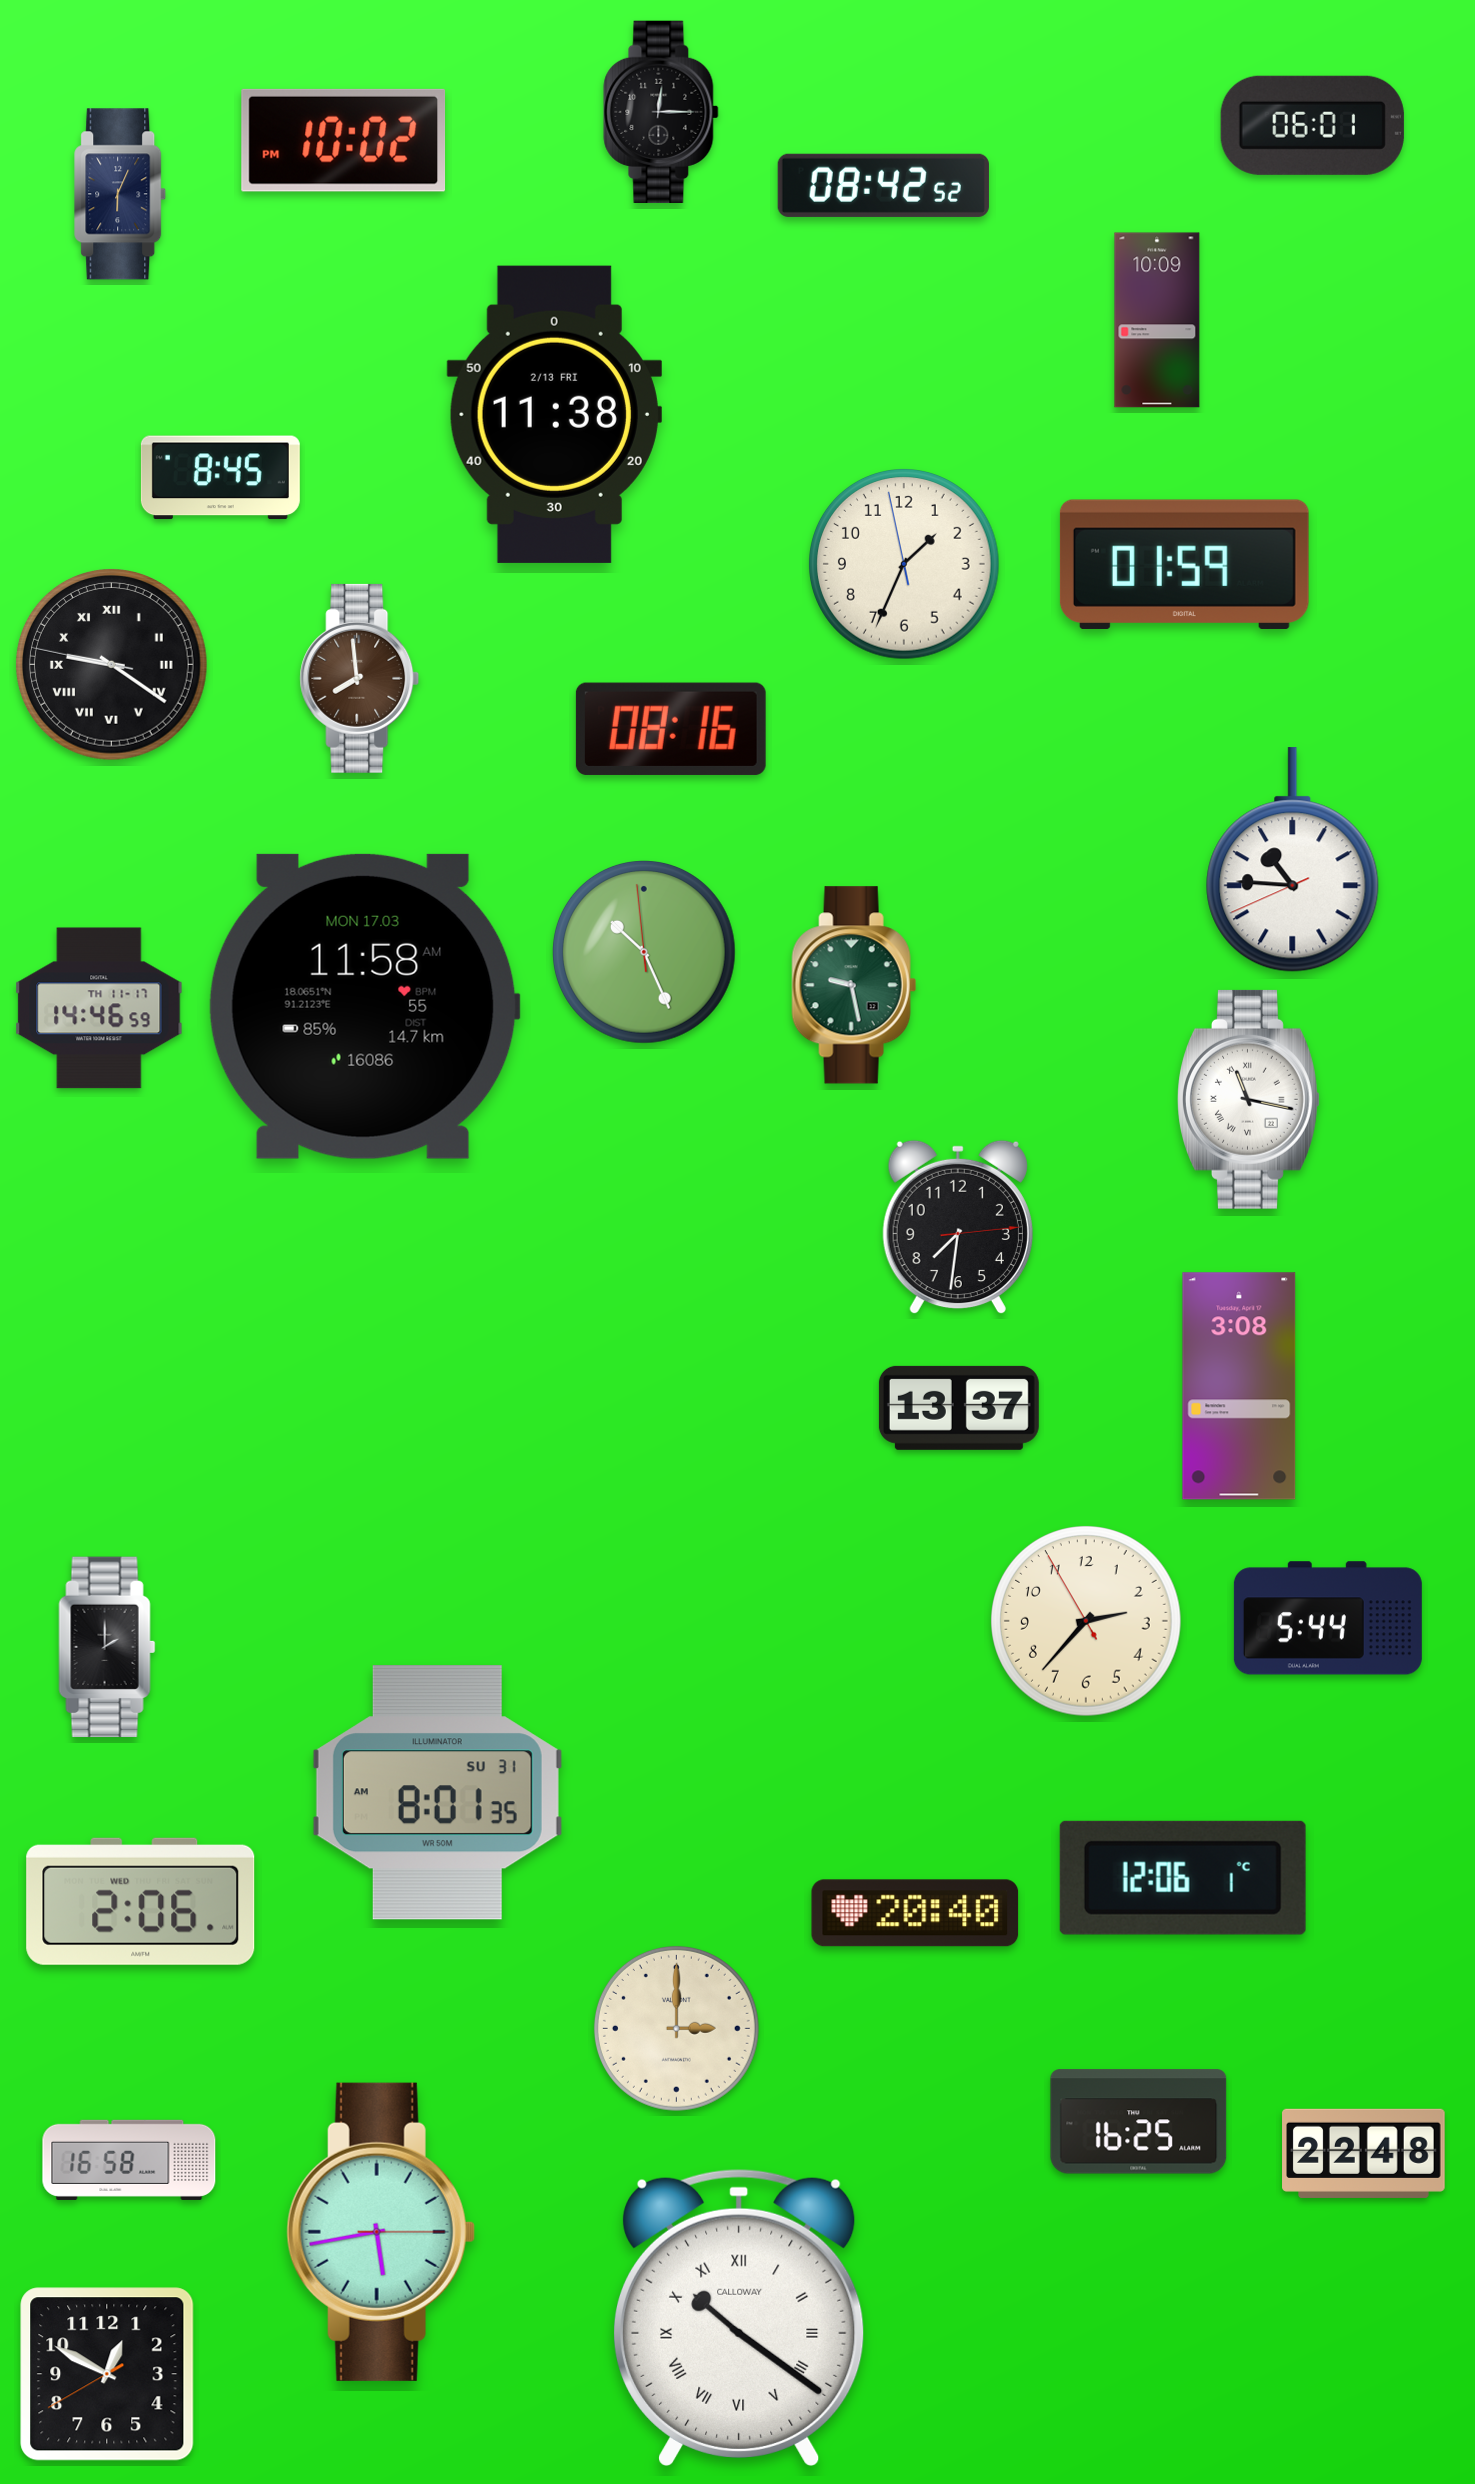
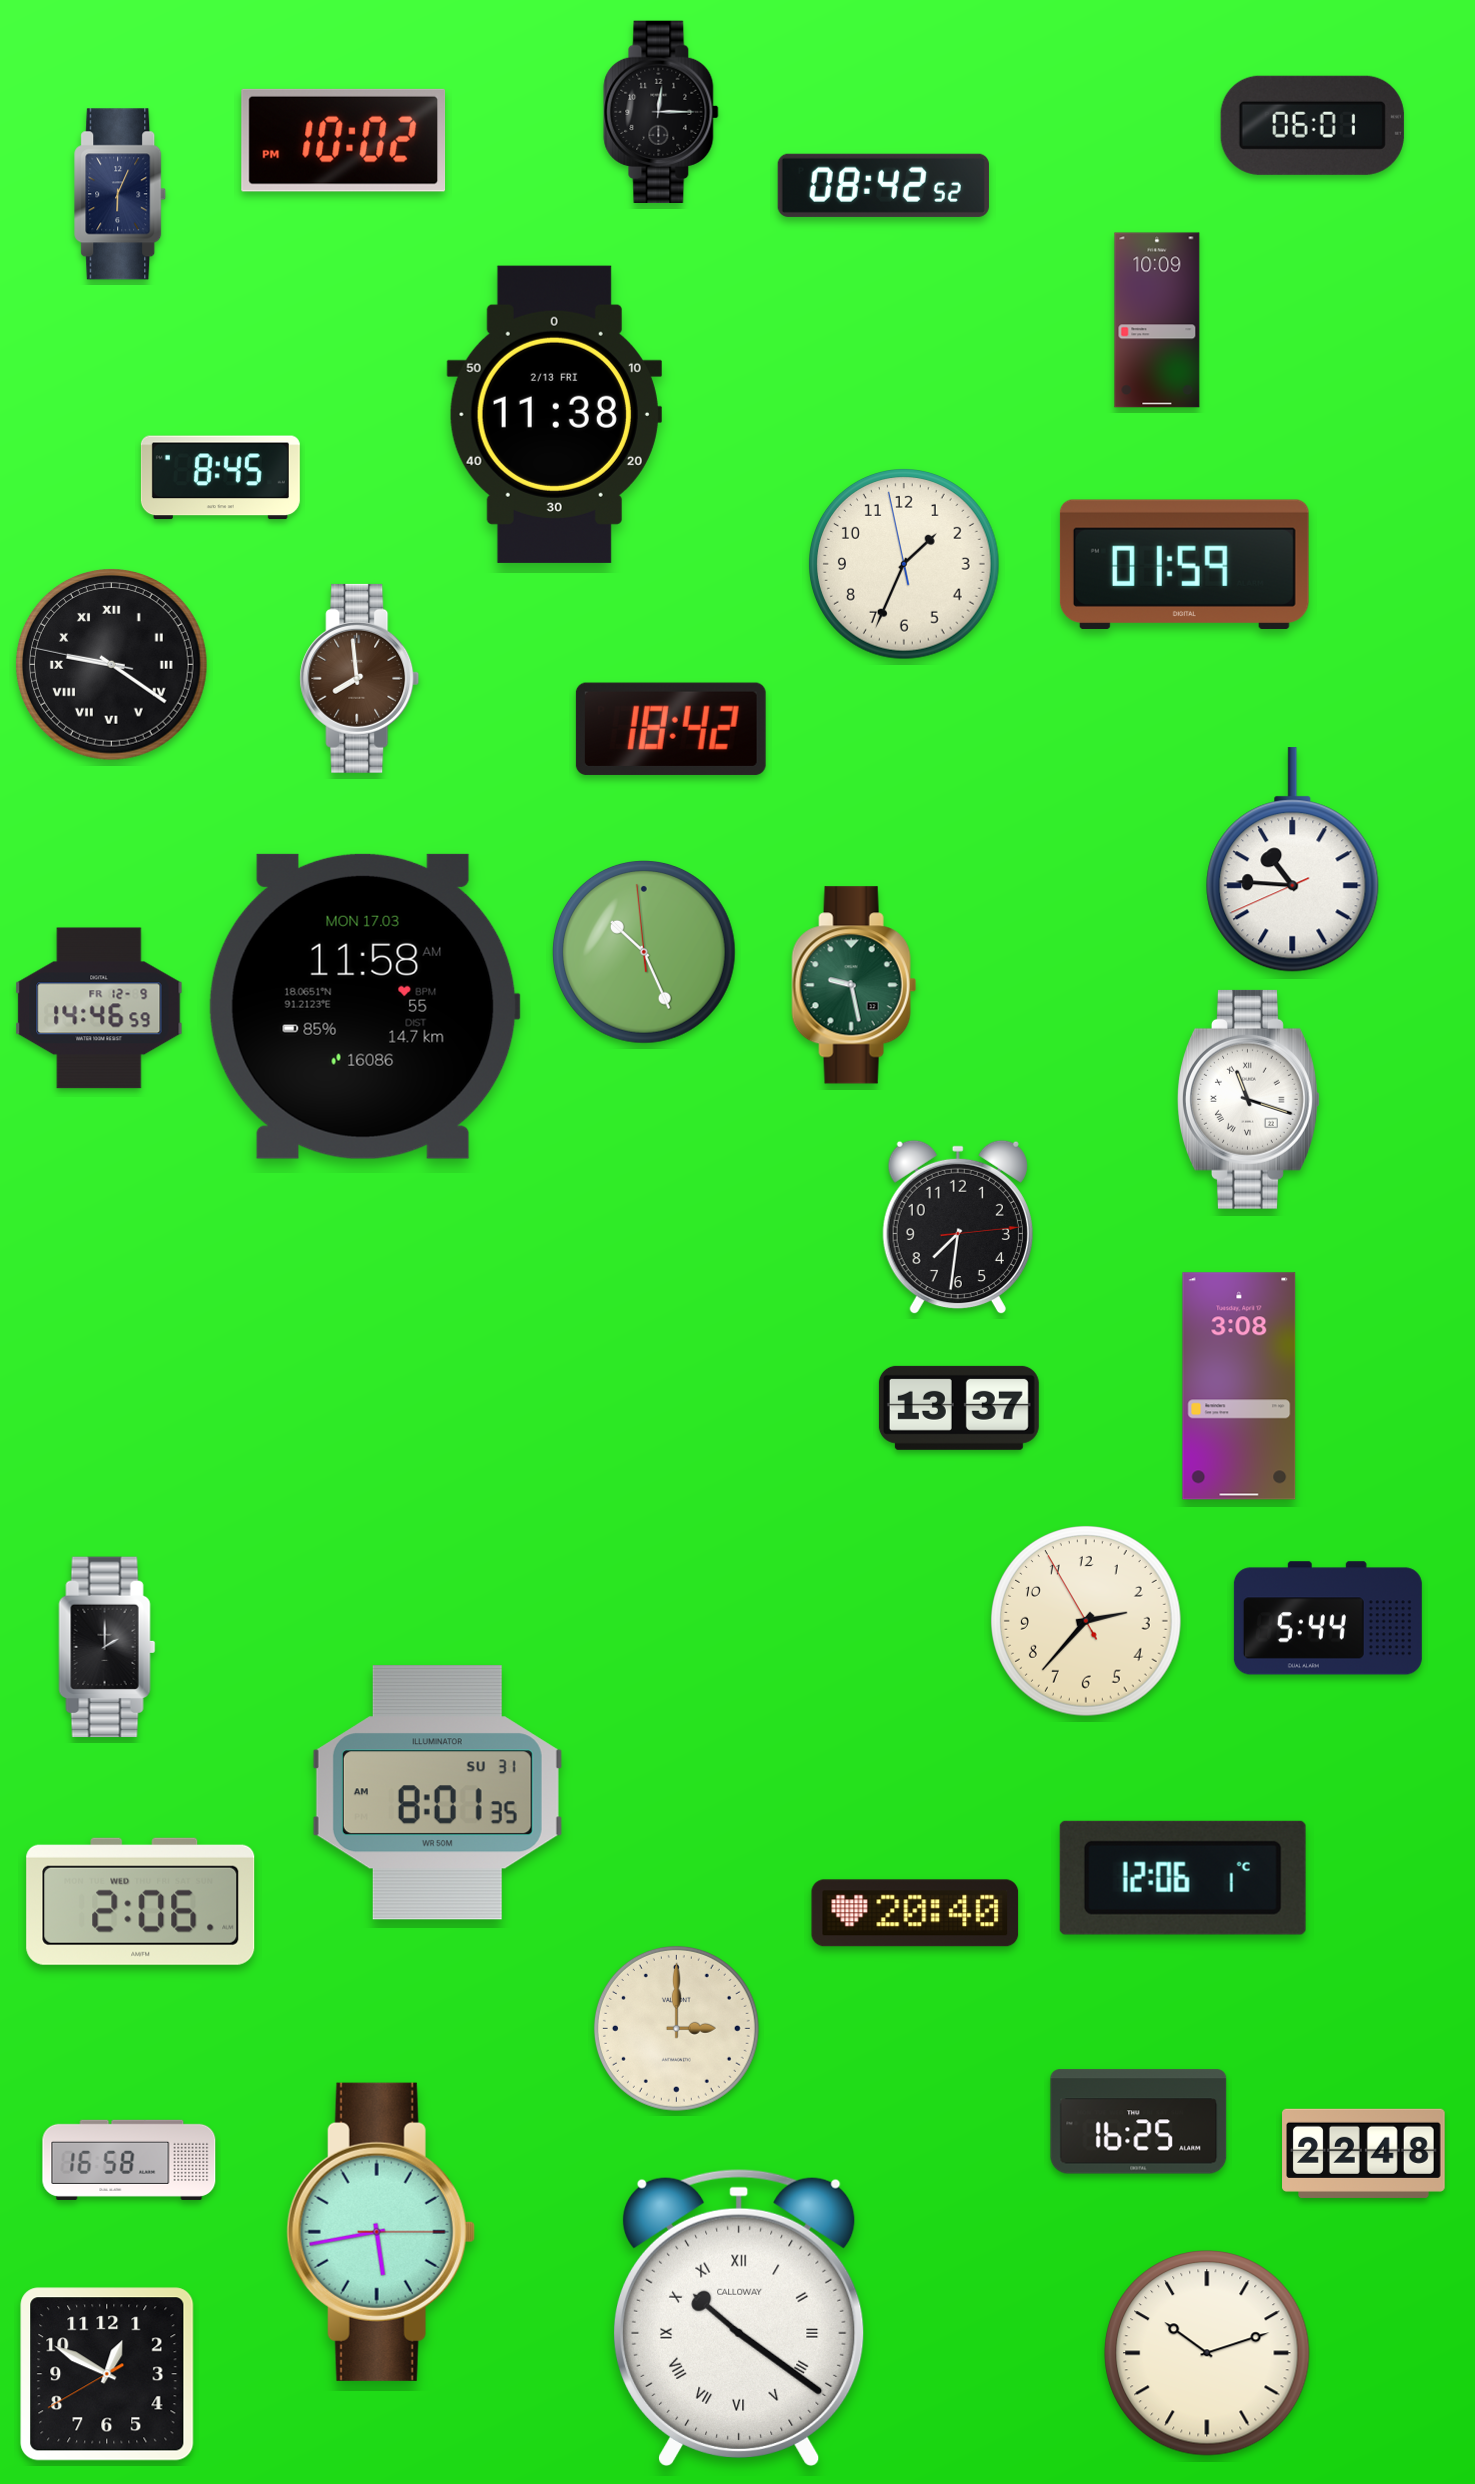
clock at (671, 729): 08:16 -> 18:42
clock at (99, 1008) date: TH 11-17 -> FR 12-9
clock at (1249, 1099): 11:17 -> 11:18
clock at (1207, 2353): none -> 10:12
